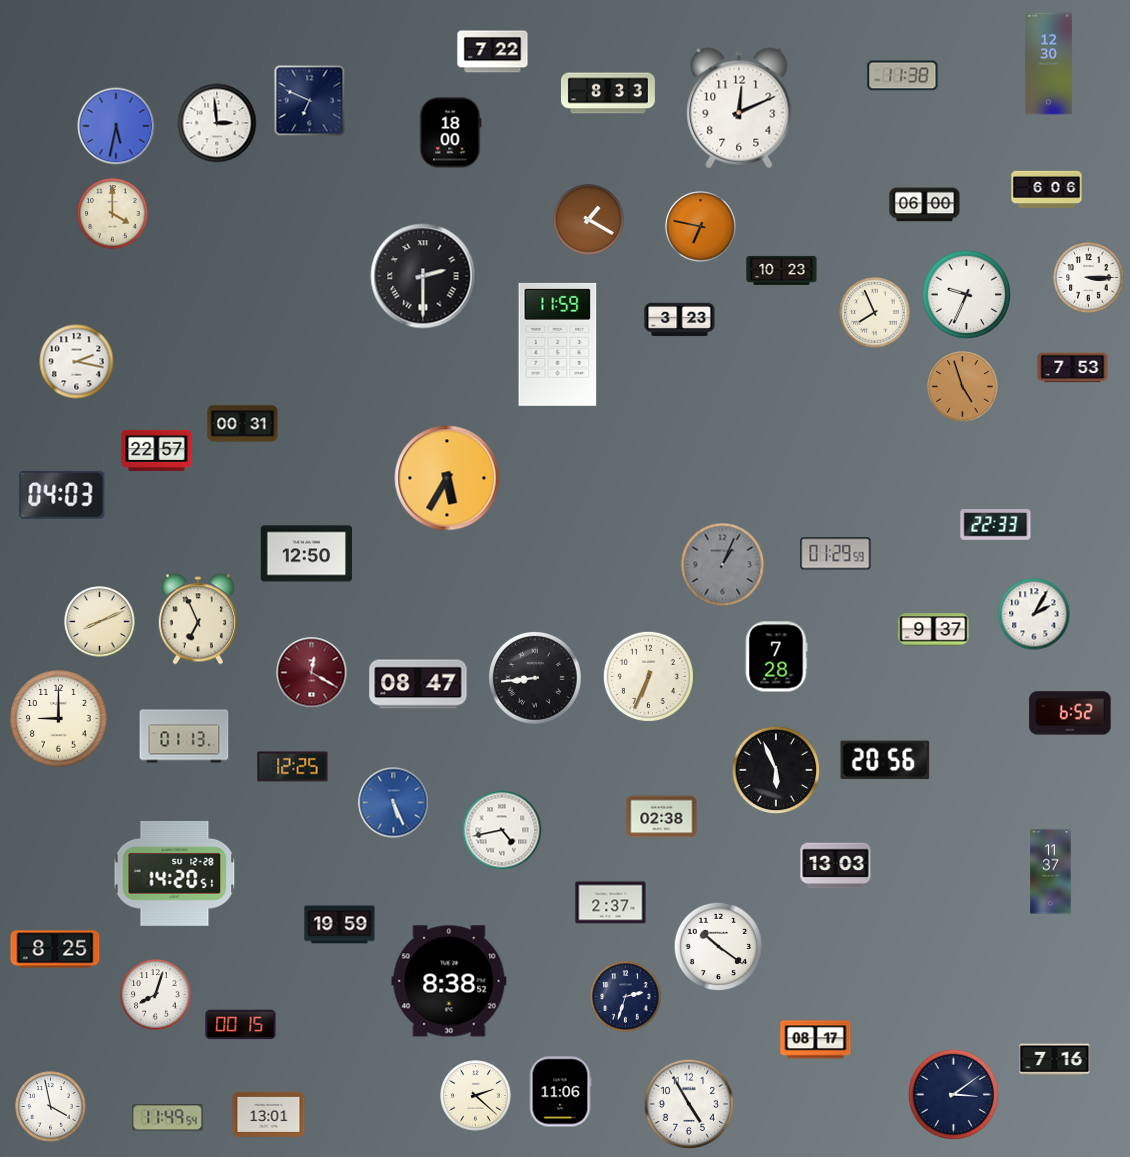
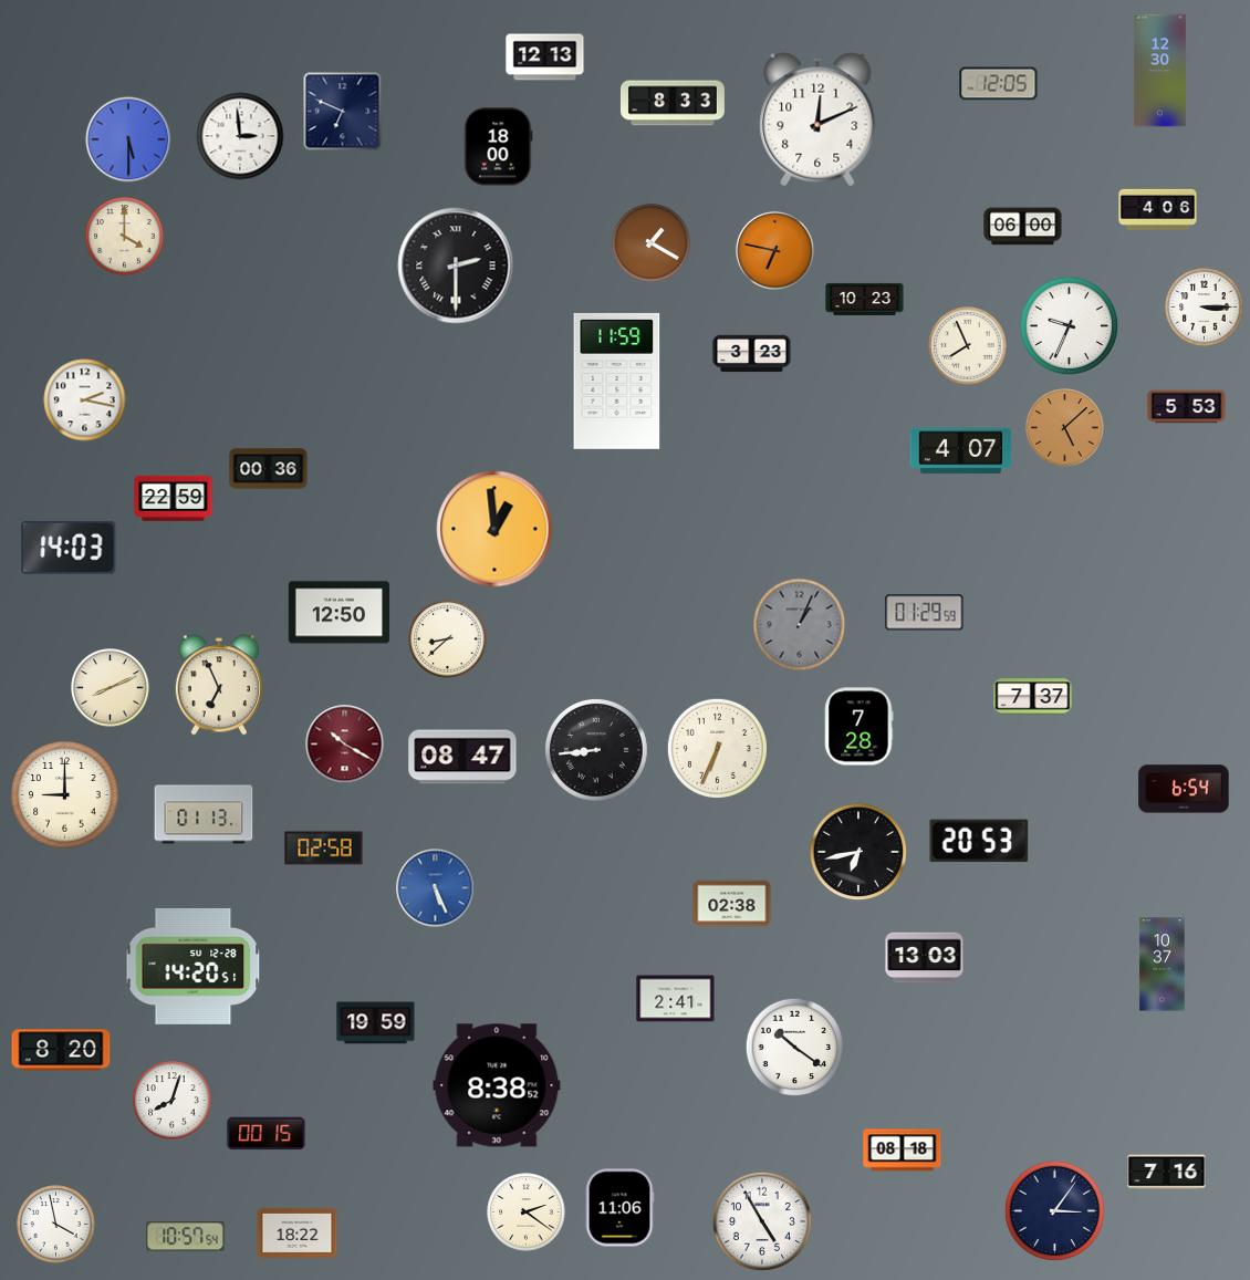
clock at (493, 52): 7:22 -> 12:13
clock at (903, 76): 11:38 -> 12:05
clock at (116, 126): 5:32 -> 5:30
clock at (1047, 189): 6:06 -> 4:06
clock at (423, 276) position: (423, 276) -> (456, 266)
clock at (1073, 368): 7:53 -> 5:53
clock at (963, 387): 4:57 -> 5:08
clock at (961, 451): none -> 4:07
clock at (243, 424): 00:31 -> 00:36
clock at (157, 450): 22:57 -> 22:59
clock at (447, 478): 5:35 -> 12:59
clock at (62, 495): 04:03 -> 14:03
clock at (996, 525): 22:33 -> none
clock at (448, 639): none -> 8:38
clock at (1034, 614): 2:05 -> none
clock at (934, 630): 9:37 -> 7:37
clock at (312, 673): 12:20 -> 10:20
clock at (535, 678) position: (535, 678) -> (596, 750)
clock at (1070, 713): 6:52 -> 6:54
clock at (885, 760): 20:56 -> 20:53
clock at (293, 767): 12:25 -> 02:58
clock at (776, 770): 5:56 -> 6:43
clock at (502, 830): 4:43 -> none
clock at (1051, 872): 11:37 -> 10:37
clock at (611, 903): 2:37 -> 2:41
clock at (55, 949): 8:25 -> 8:20
clock at (626, 997): 2:33 -> none
clock at (816, 1040): 08:17 -> 08:18
clock at (953, 1094): 3:09 -> 3:06
clock at (476, 1096): 2:22 -> 2:21
clock at (269, 1114): 13:01 -> 18:22
clock at (168, 1118): 11:49 -> 10:57
